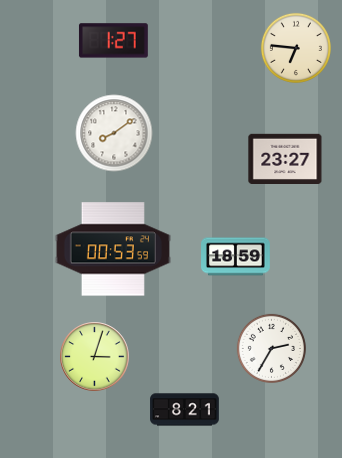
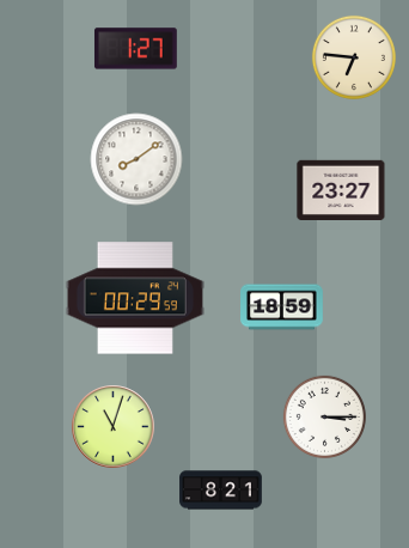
clock at (113, 249): 00:53 -> 00:29
clock at (271, 348): 2:35 -> 3:15
clock at (95, 357): 3:03 -> 11:03
